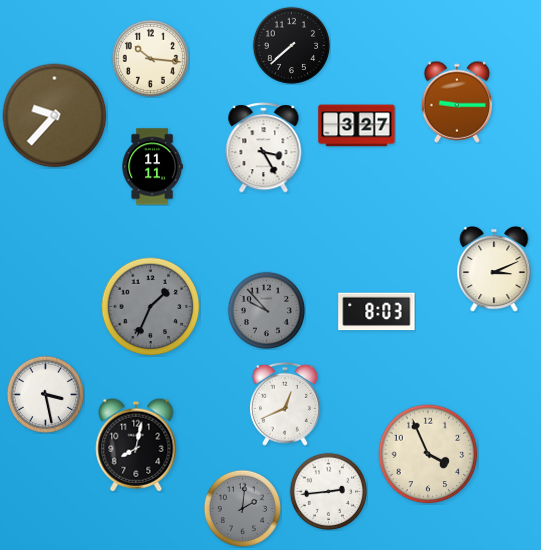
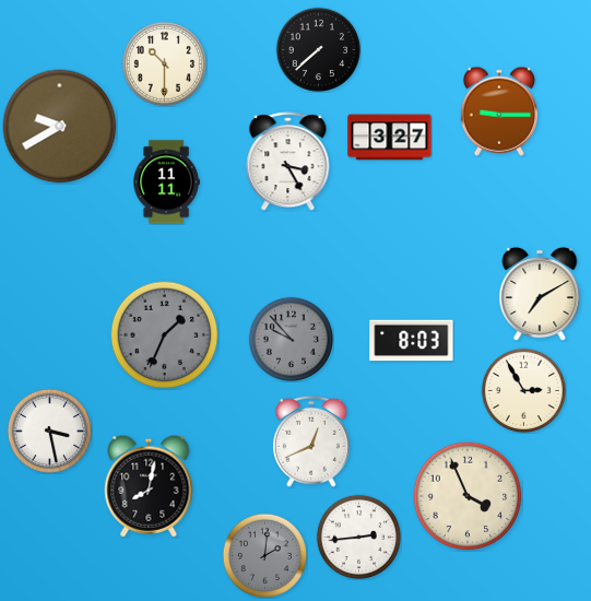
clock at (150, 58): 10:16 -> 10:30
clock at (55, 116): 9:37 -> 9:40
clock at (494, 269): 3:11 -> 7:10
clock at (523, 390): none -> 2:55
